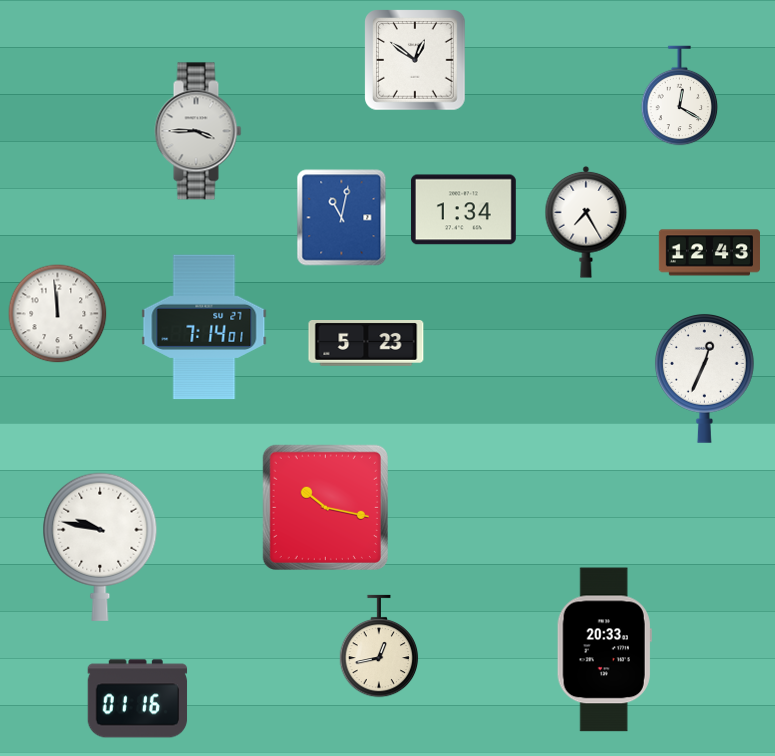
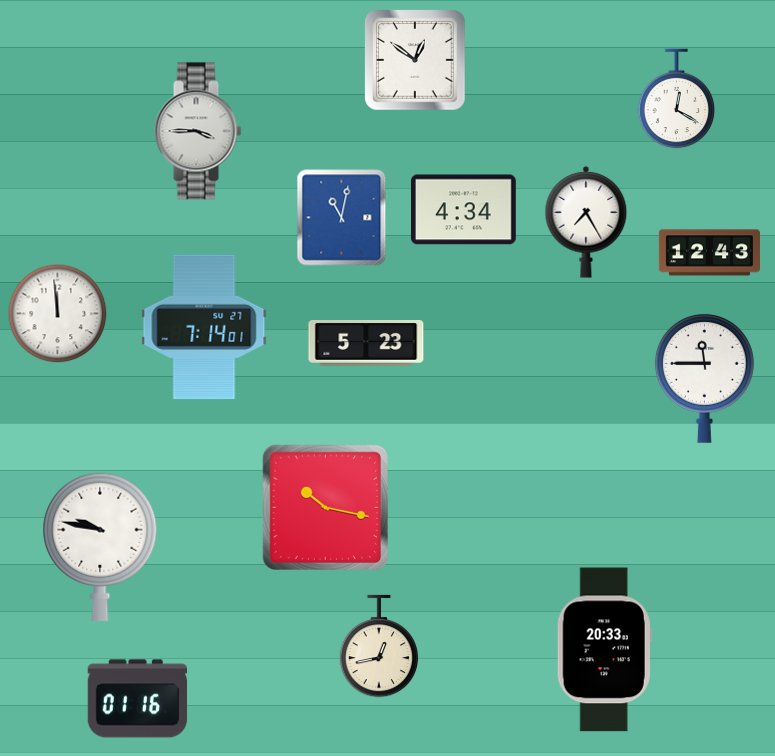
clock at (680, 96) position: (680, 96) -> (677, 99)
clock at (463, 210): 1:34 -> 4:34
clock at (704, 378): 12:34 -> 11:45
